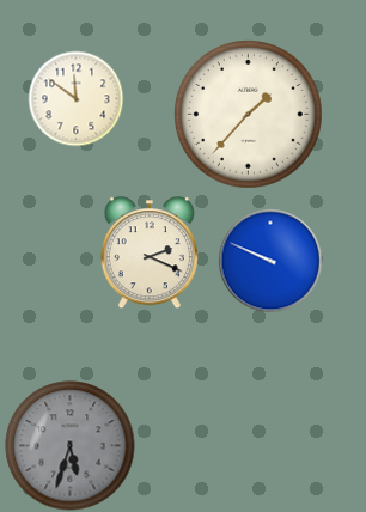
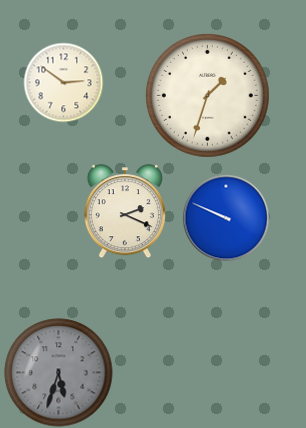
clock at (75, 98): 11:51 -> 2:51
clock at (248, 114): 1:37 -> 1:33
